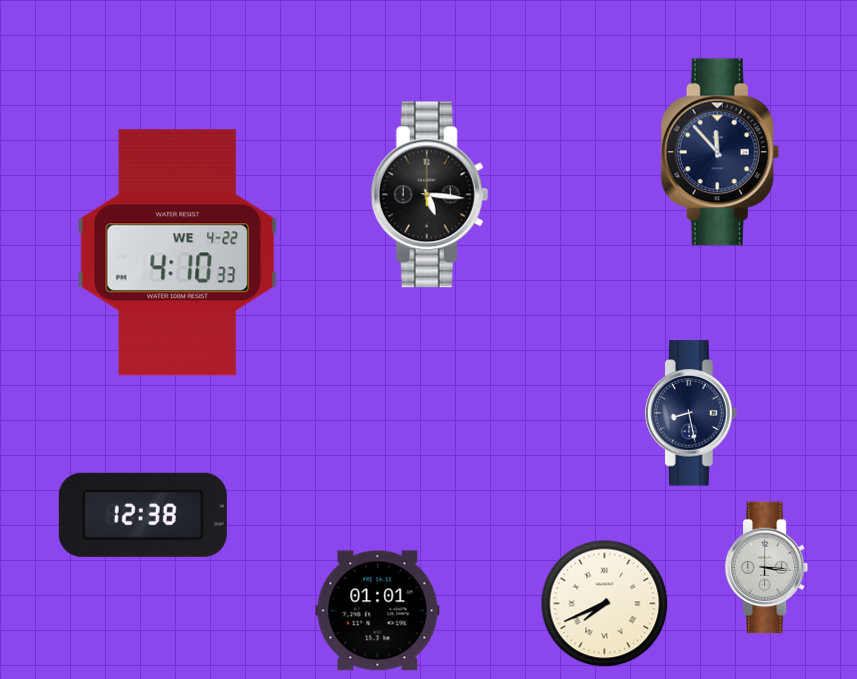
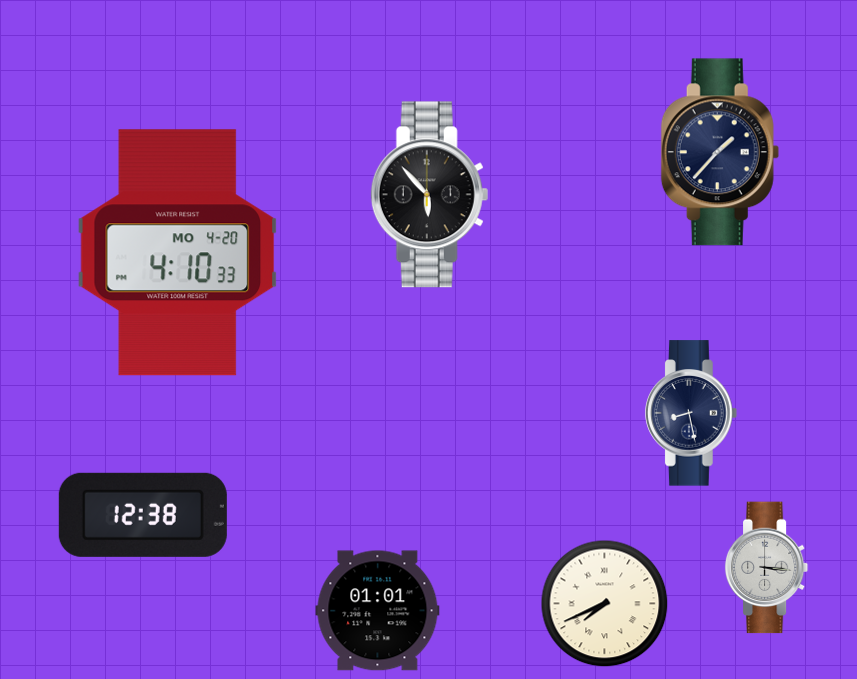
clock at (720, 152): 11:53 -> 1:37
clock at (430, 195): 5:16 -> 5:53
clock at (178, 253) date: WE 4-22 -> MO 4-20
